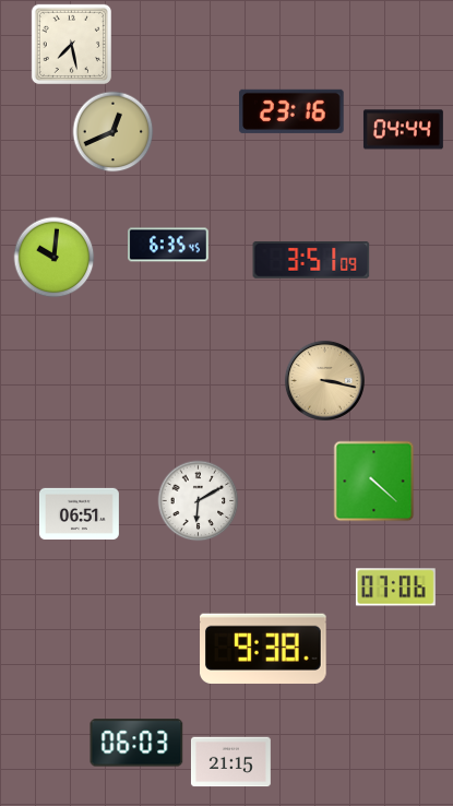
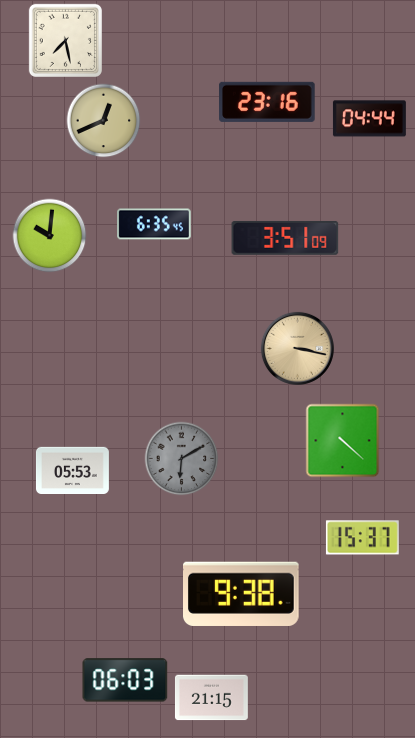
clock at (199, 501) dial: white -> grey
clock at (79, 513): 06:51 -> 05:53
clock at (395, 588): 07:06 -> 15:37
